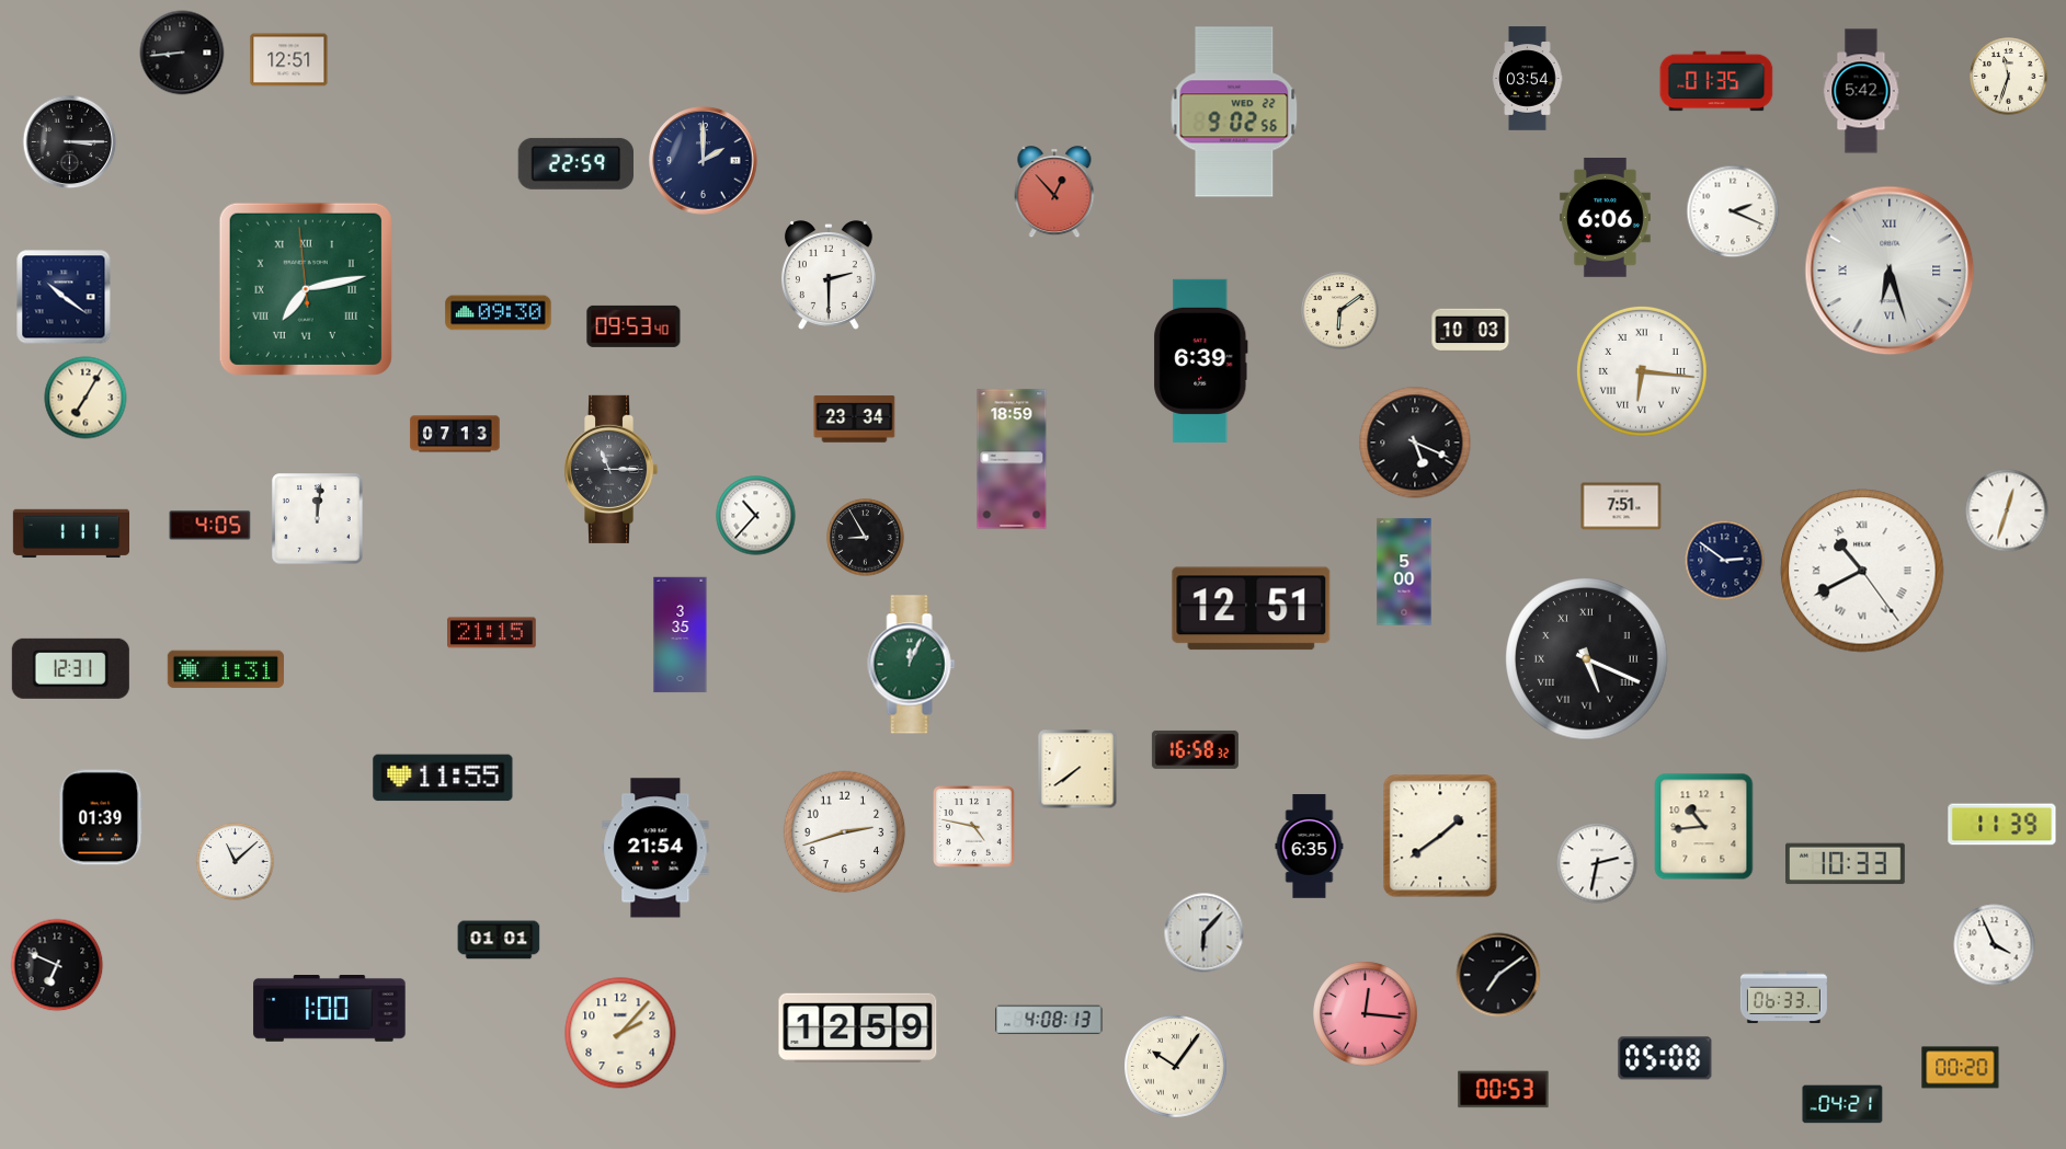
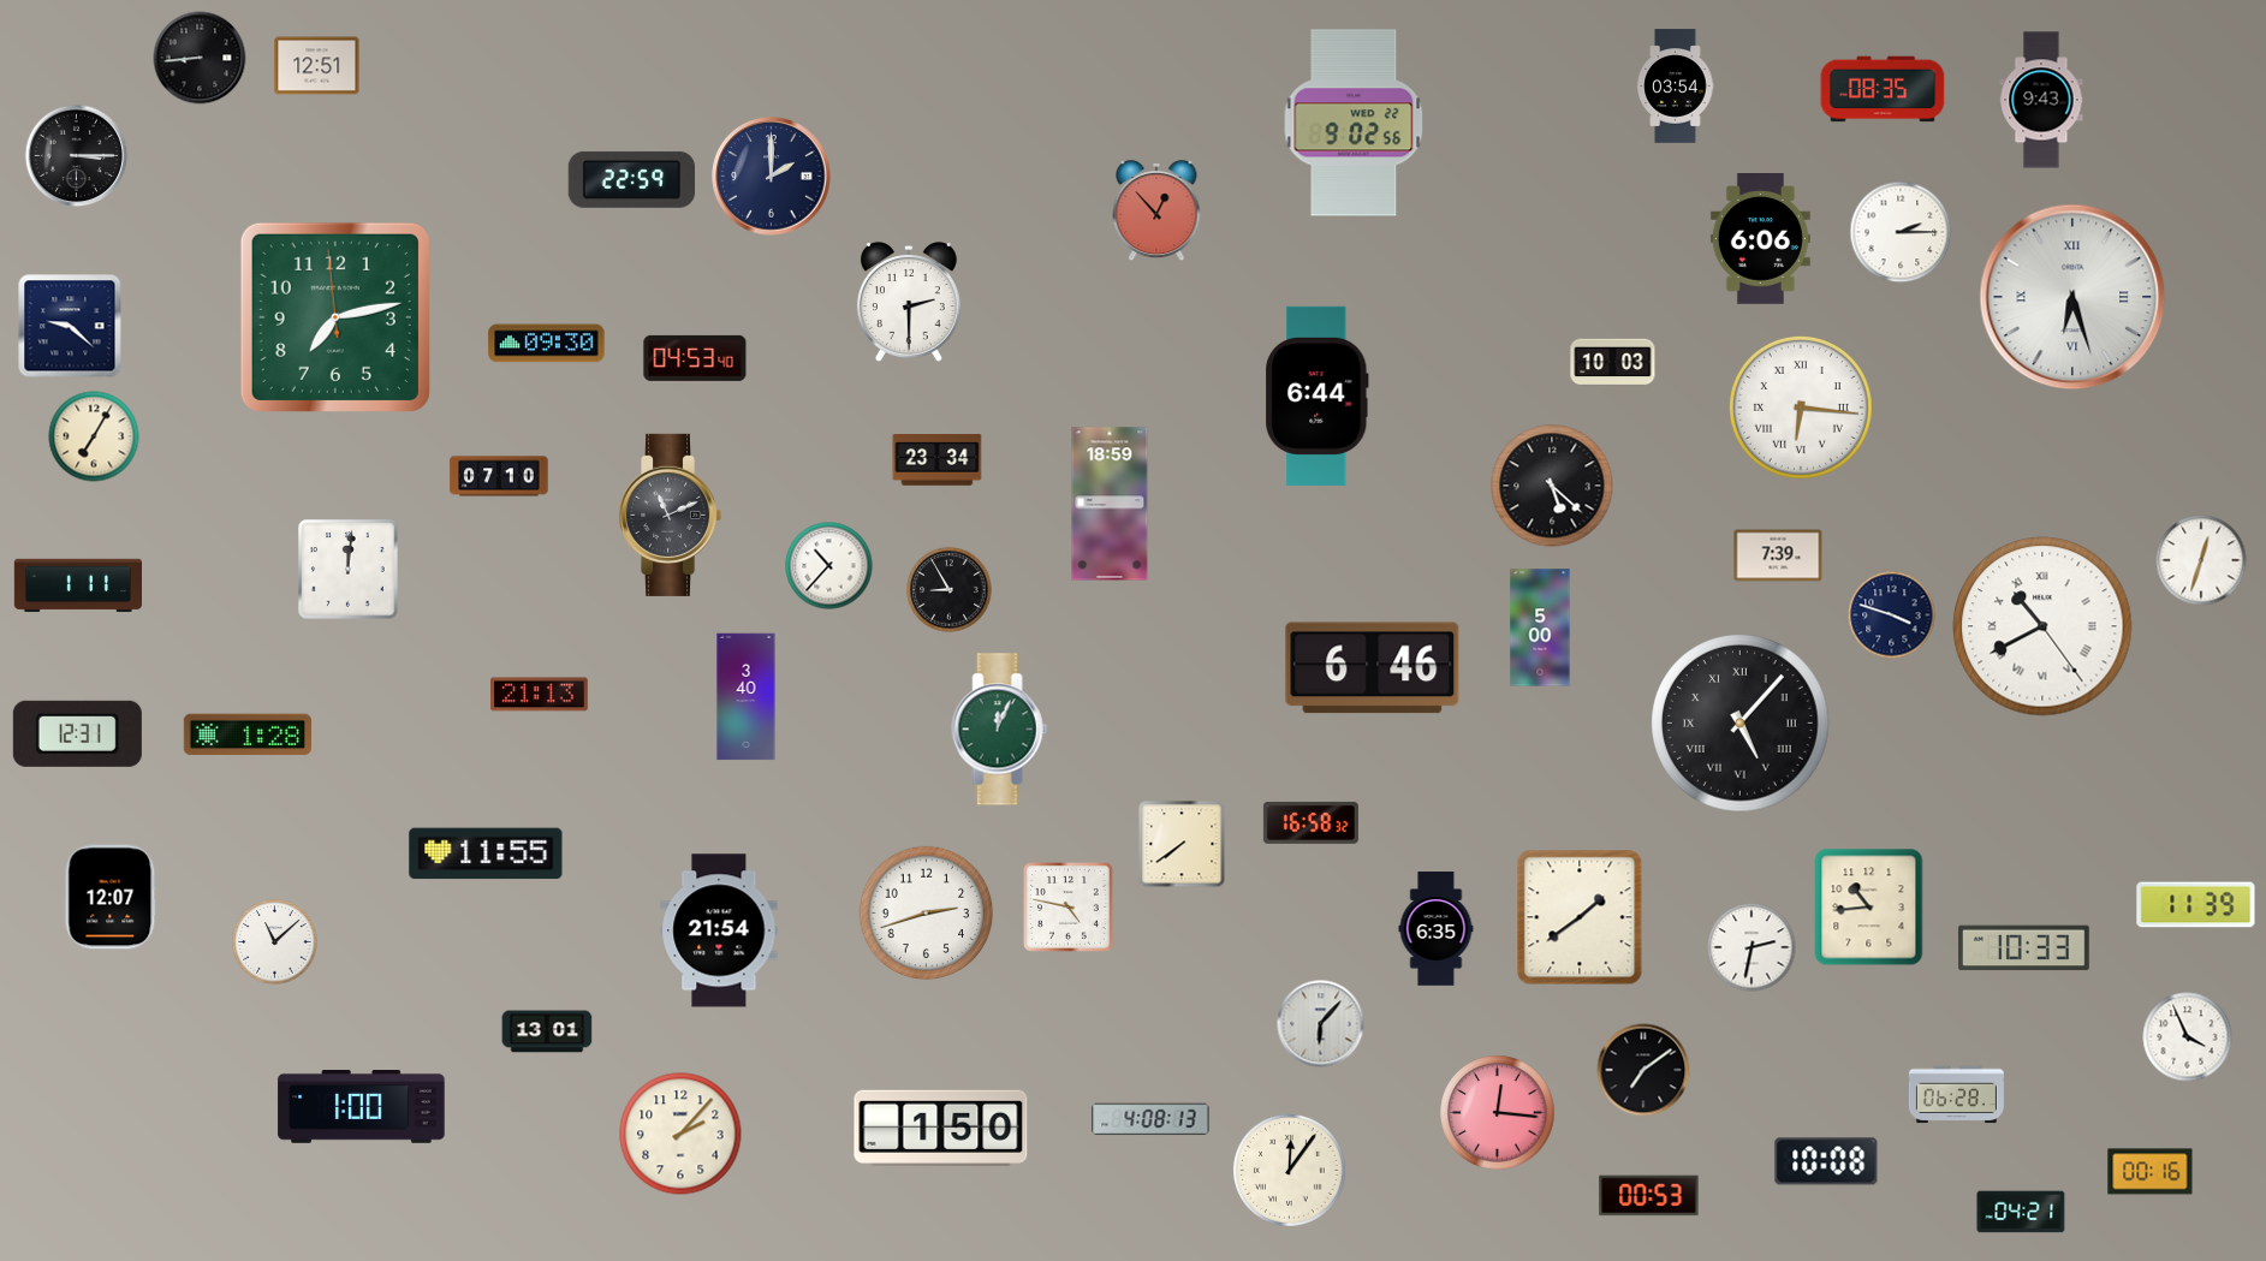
clock at (2009, 77): 11:33 -> none
clock at (1716, 81): 01:35 -> 08:35
clock at (1861, 91): 5:42 -> 9:43
clock at (1733, 211): 2:19 -> 2:15
clock at (306, 289) numerals: Roman -> Arabic
clock at (64, 297): 10:21 -> 9:22
clock at (1340, 311): 6:09 -> none
clock at (634, 326): 09:53 -> 04:53
clock at (1201, 360): 6:39 -> 6:44
clock at (455, 434): 07:13 -> 07:10
clock at (1415, 443): 5:19 -> 5:22
clock at (612, 469): 11:15 -> 11:11
clock at (1621, 506): 7:51 -> 7:39
clock at (210, 526): 4:05 -> none
clock at (1725, 561): 2:51 -> 3:48
clock at (1252, 609): 12:51 -> 6:46
clock at (492, 633): 21:15 -> 21:13
clock at (681, 635): 3:35 -> 3:40
clock at (1587, 659): 5:19 -> 5:07
clock at (226, 669): 1:31 -> 1:28
clock at (101, 817): 01:39 -> 12:07
clock at (236, 862) position: (236, 862) -> (275, 942)
clock at (499, 940): 01:01 -> 13:01
clock at (57, 965): 6:49 -> none
clock at (1783, 998): 06:33 -> 06:28
clock at (858, 1027): 12:59 -> 1:50
clock at (1665, 1058): 05:08 -> 10:08
clock at (1176, 1067): 10:06 -> 12:06
clock at (1961, 1068): 00:20 -> 00:16
